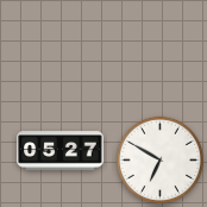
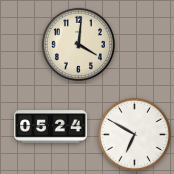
clock at (78, 44): none -> 4:01
clock at (61, 151): 05:27 -> 05:24
